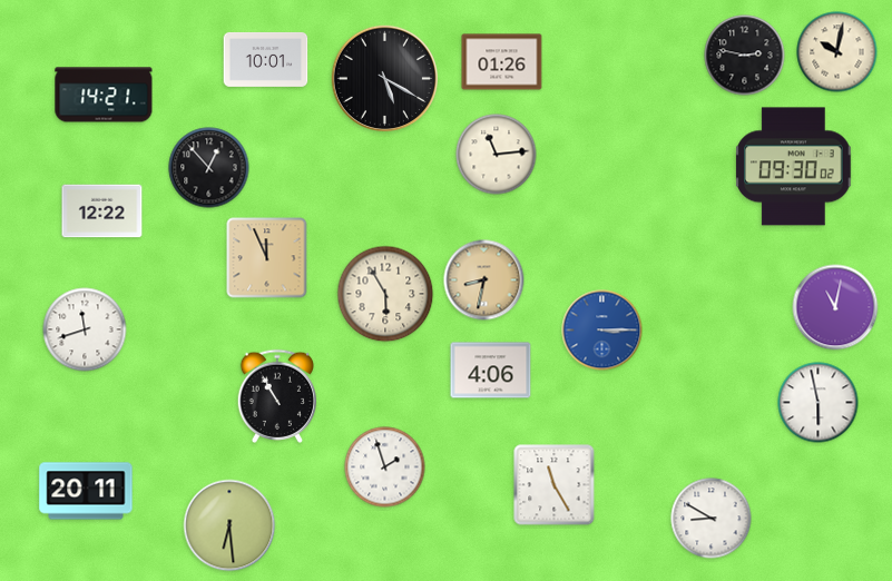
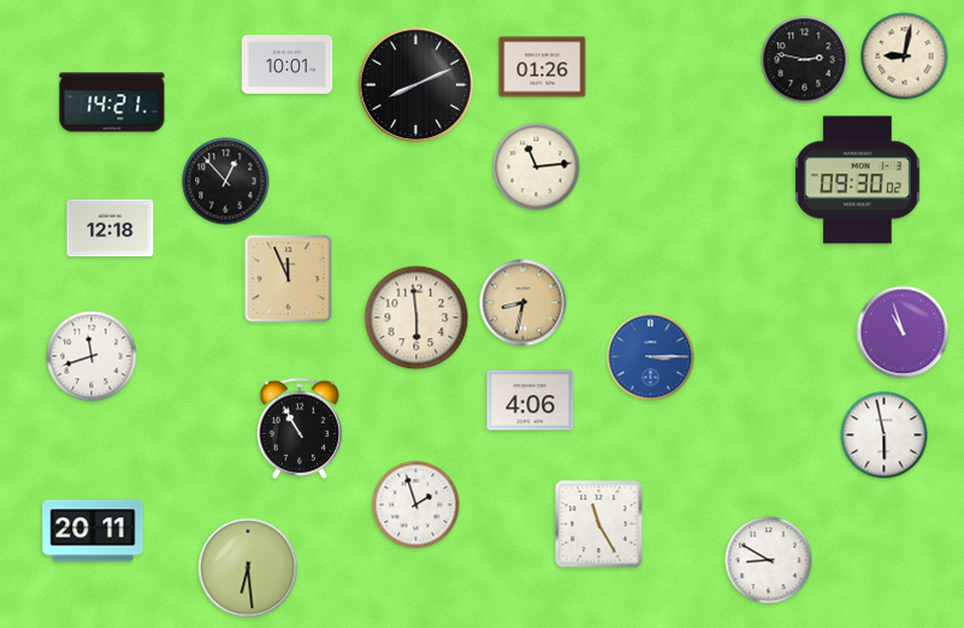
clock at (837, 52): 10:02 -> 9:02
clock at (384, 78): 5:20 -> 8:11
clock at (102, 211): 12:22 -> 12:18
clock at (385, 294): 5:55 -> 5:59
clock at (835, 307): 11:02 -> 10:57
